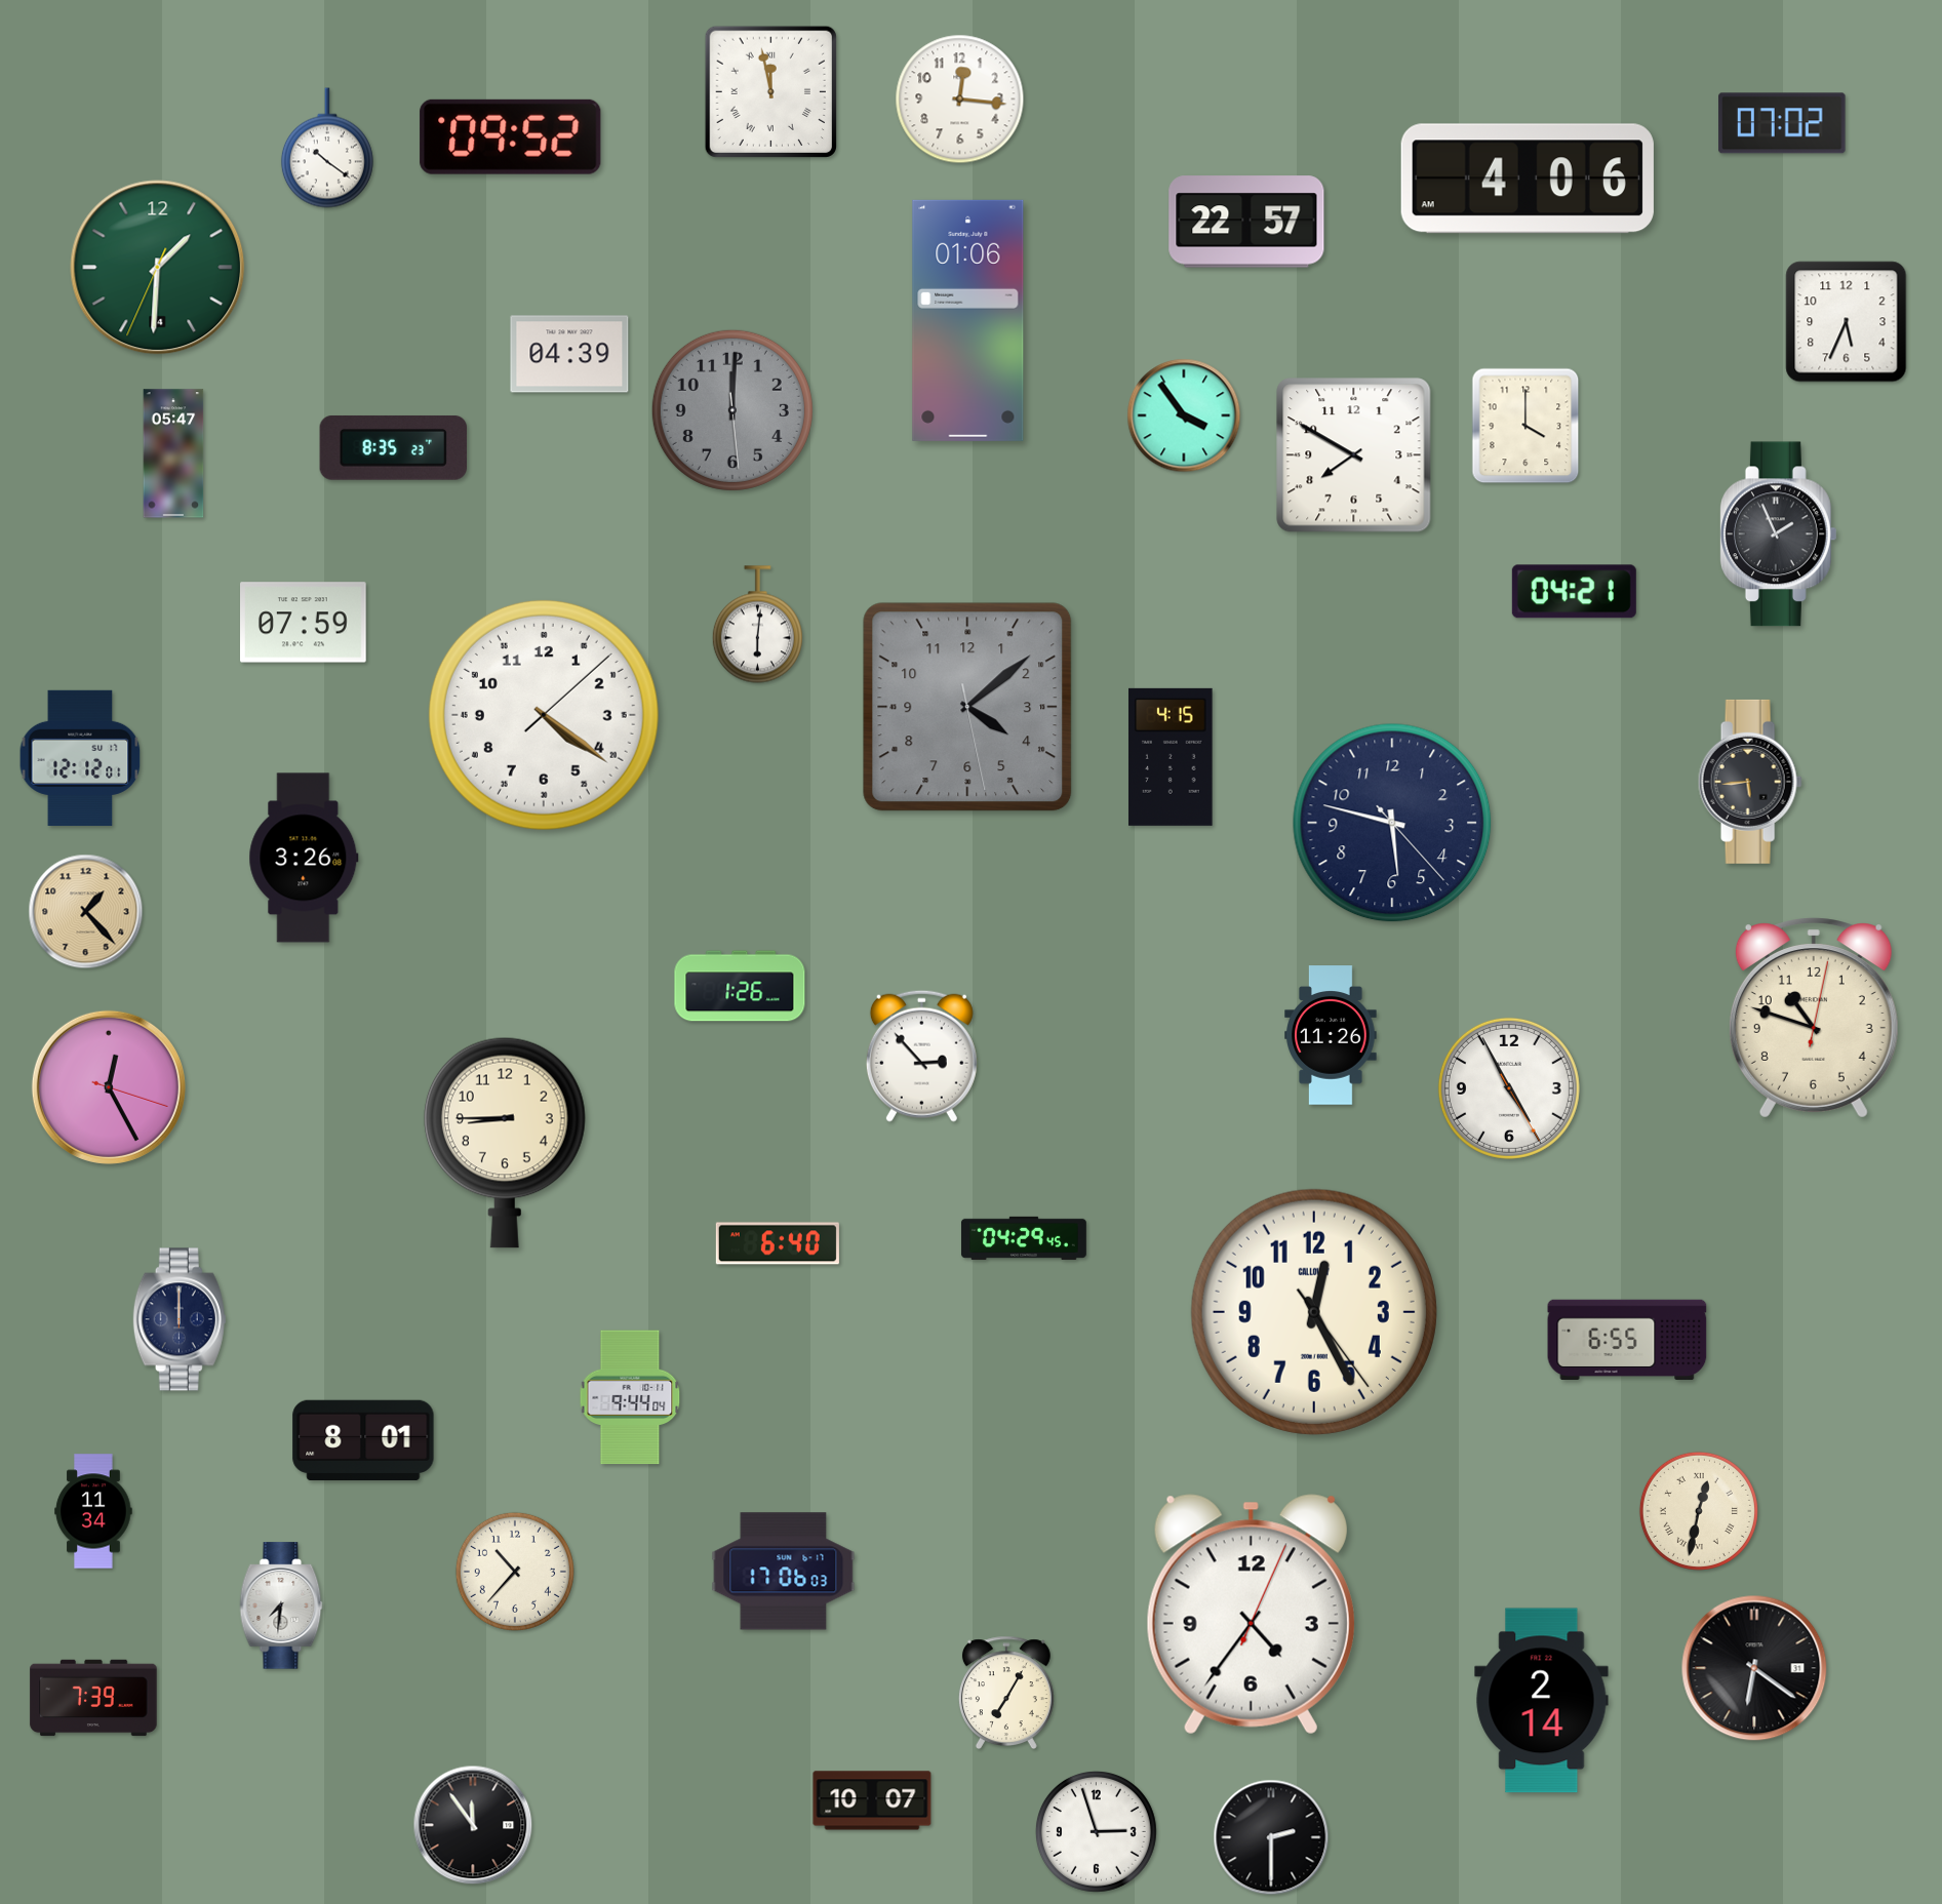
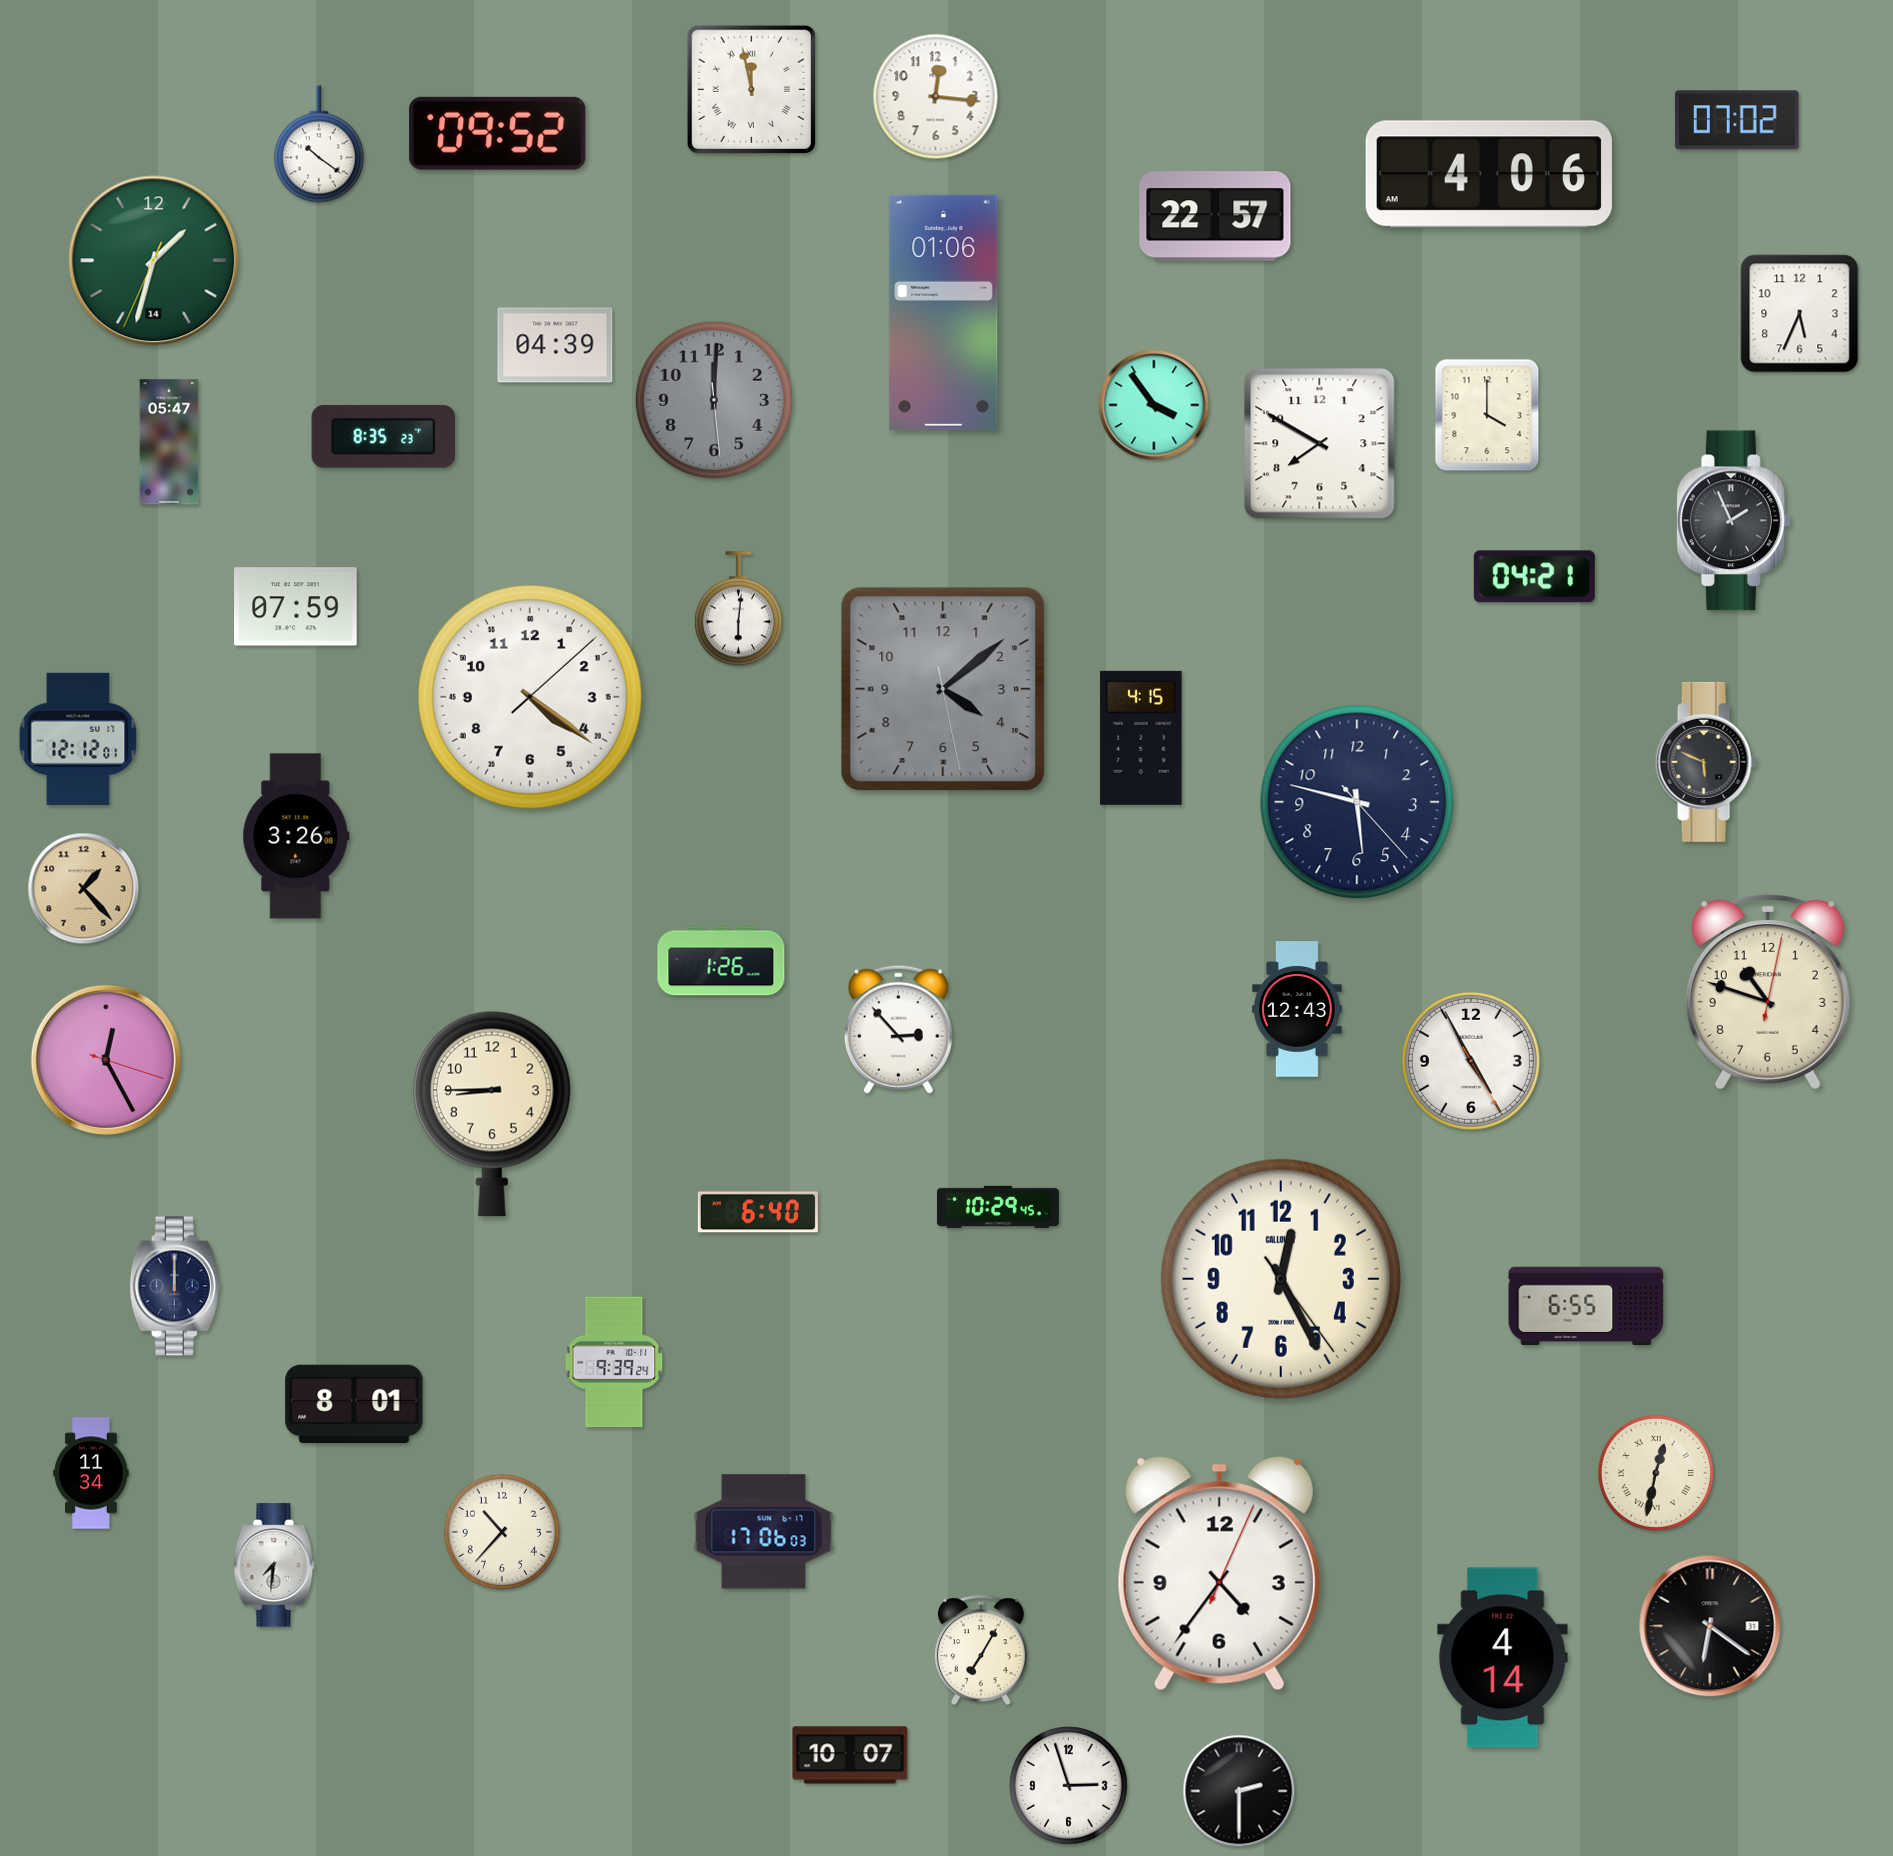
clock at (158, 268): 1:30 -> 1:32
clock at (1750, 782): 5:44 -> 5:49
clock at (1331, 1035): 11:26 -> 12:43
clock at (1024, 1238): 04:29 -> 10:29
clock at (630, 1397): 9:44 -> 9:39
clock at (93, 1698): 7:39 -> none
clock at (1542, 1701): 2:14 -> 4:14
clock at (473, 1825): 11:54 -> none
